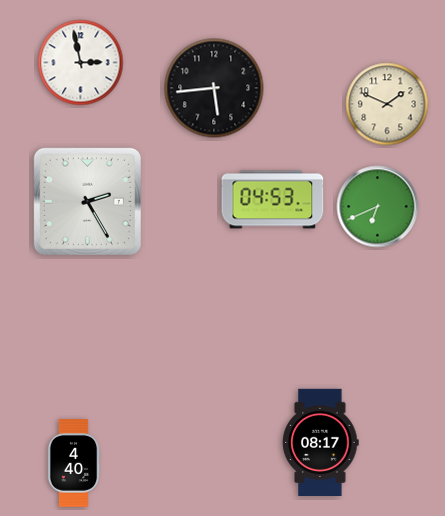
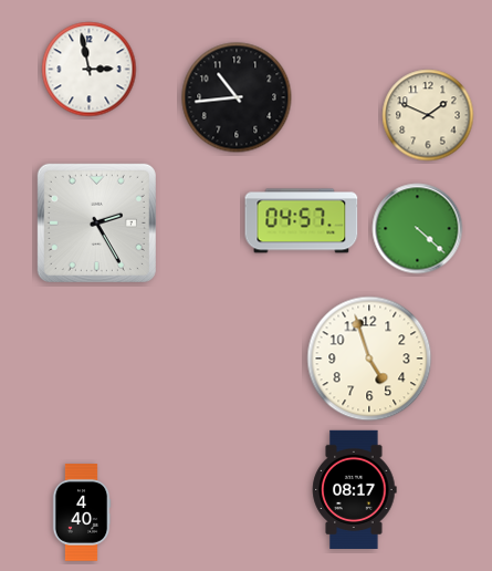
clock at (214, 88): 5:44 -> 10:44
clock at (273, 200): 04:53 -> 04:57
clock at (378, 207): 6:41 -> 4:22
clock at (369, 359): none -> 4:57
